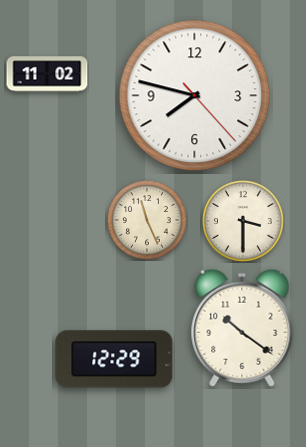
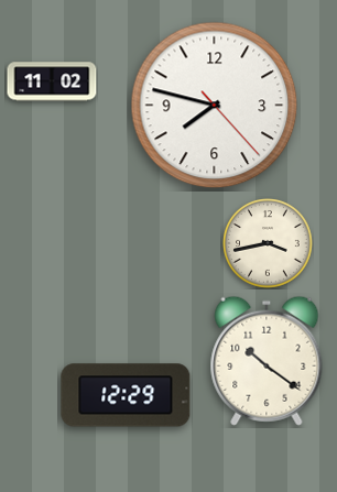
clock at (148, 221): 11:26 -> none
clock at (244, 222): 3:30 -> 3:43
